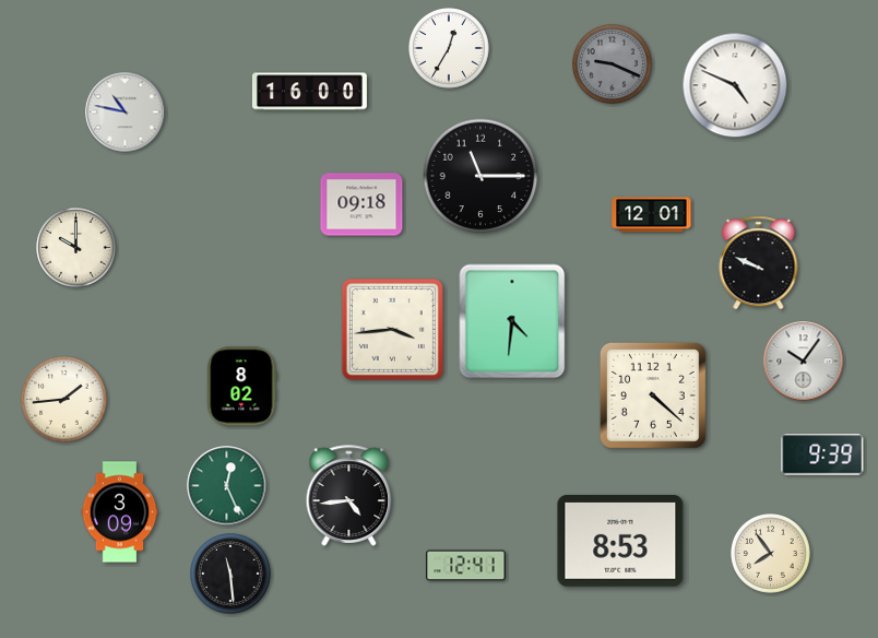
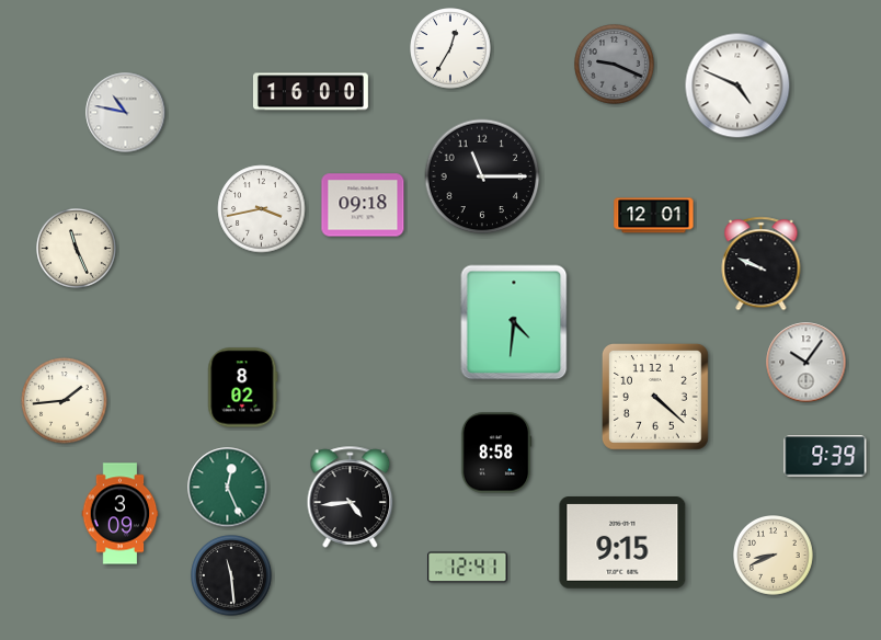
clock at (262, 209): none -> 3:43
clock at (76, 248): 10:00 -> 11:26
clock at (392, 329): 3:44 -> none
clock at (496, 453): none -> 8:58
clock at (620, 542): 8:53 -> 9:15
clock at (771, 554): 7:54 -> 8:41
